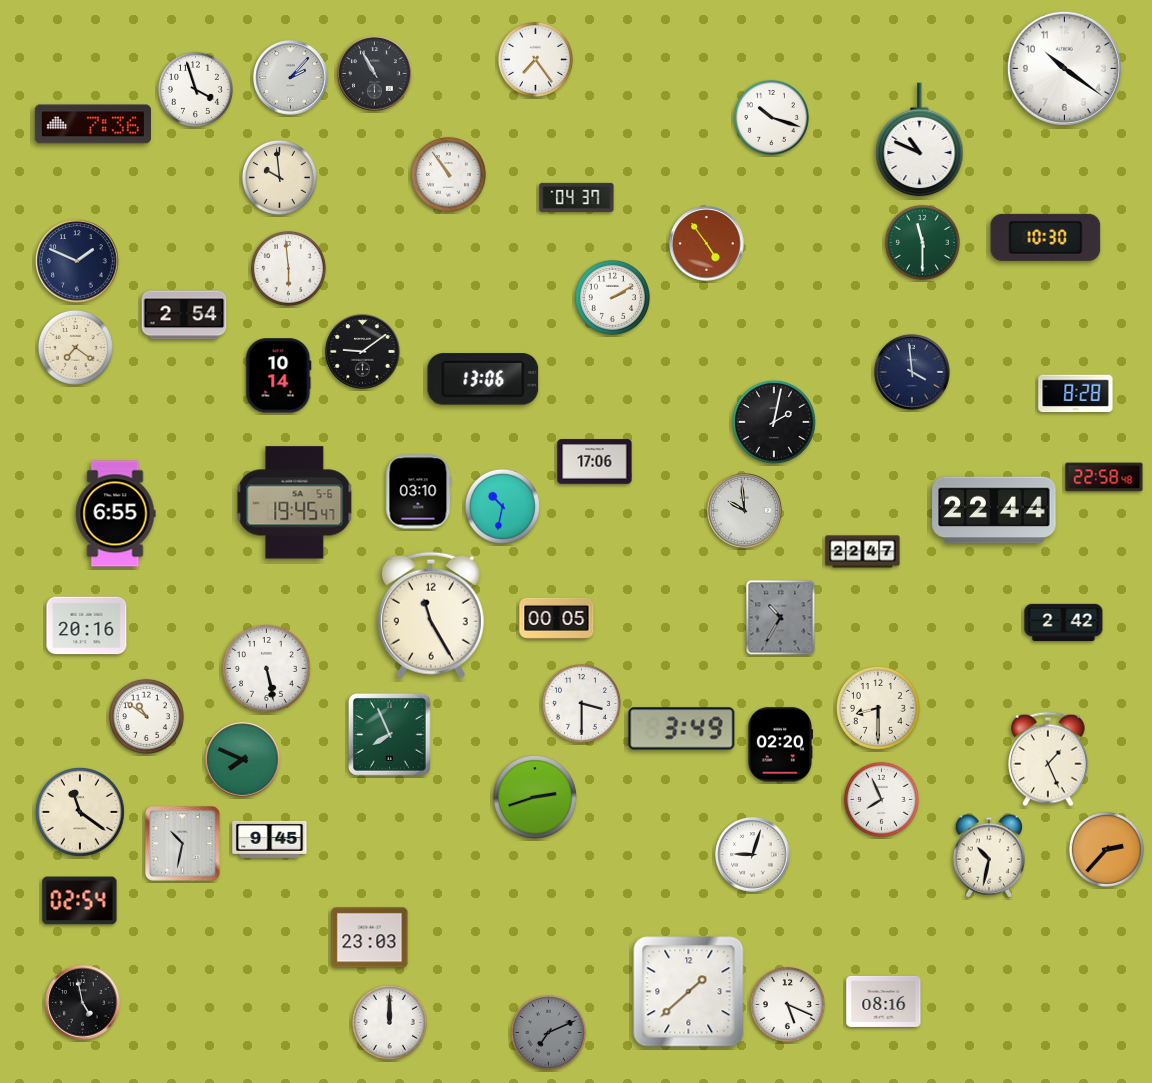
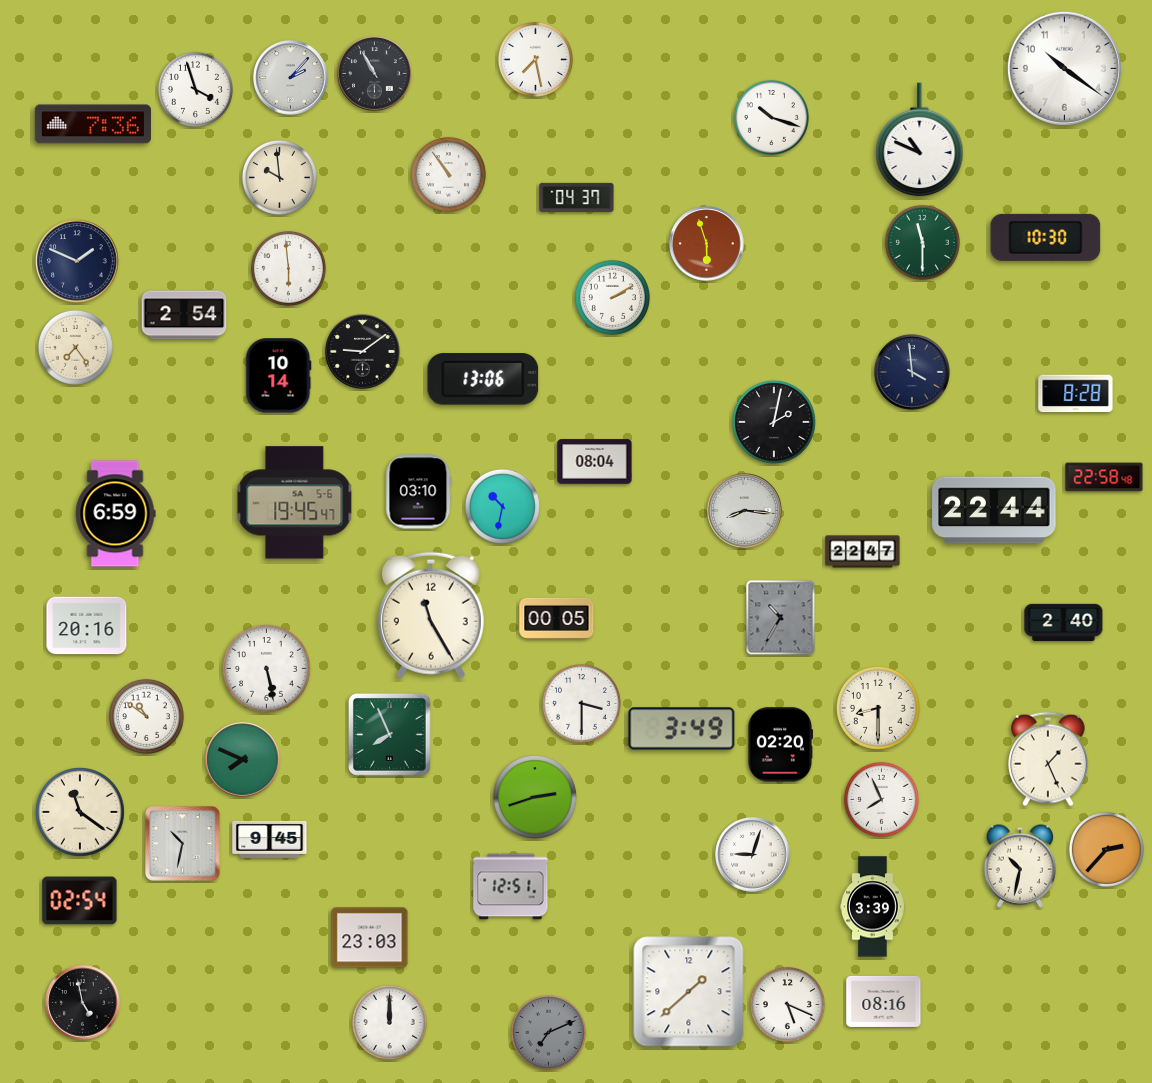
clock at (535, 59): 7:24 -> 7:28
clock at (707, 244): 4:54 -> 5:57
clock at (75, 347): 7:21 -> 7:24
clock at (595, 462): 17:06 -> 08:04
clock at (745, 511): 9:59 -> 8:16
clock at (115, 514): 6:55 -> 6:59
clock at (1064, 622): 2:42 -> 2:40
clock at (988, 856) position: (988, 856) -> (1019, 866)
clock at (511, 887): none -> 12:51
clock at (873, 907): none -> 3:39
